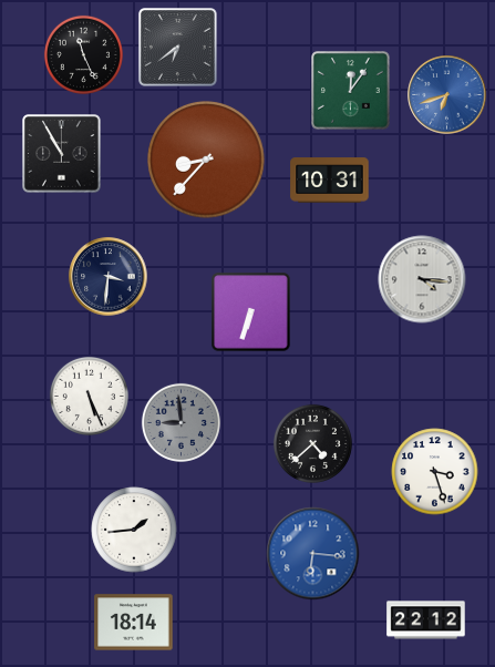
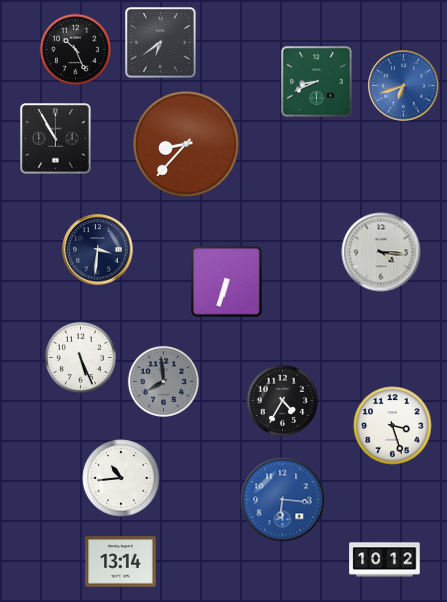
clock at (83, 54): 11:26 -> 10:26
clock at (351, 91): 12:06 -> 8:41
clock at (330, 181): 10:31 -> none
clock at (181, 422): 8:59 -> 7:59
clock at (312, 443): 4:38 -> 4:35
clock at (134, 530): 1:44 -> 10:44
clock at (426, 620): 22:12 -> 10:12
clock at (134, 623): 18:14 -> 13:14
